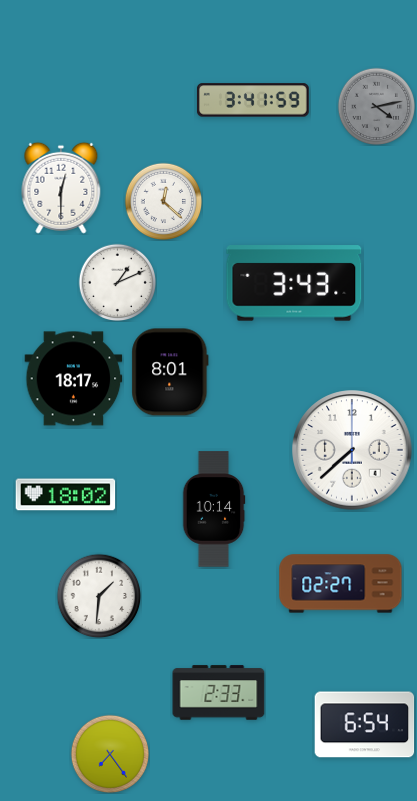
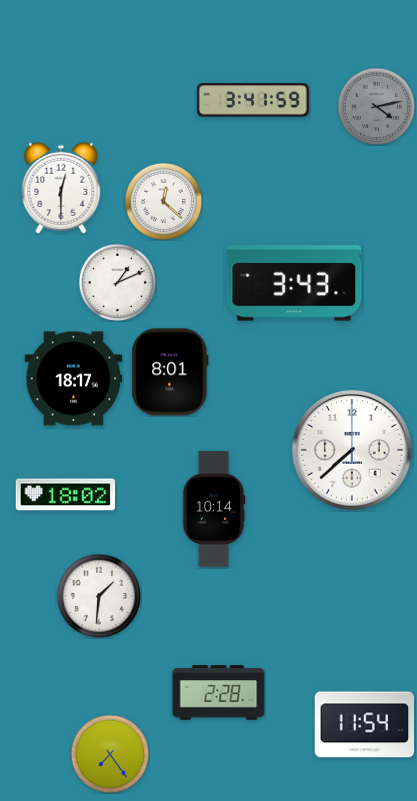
clock at (341, 584): 02:27 -> none
clock at (219, 693): 2:33 -> 2:28
clock at (365, 725): 6:54 -> 11:54
